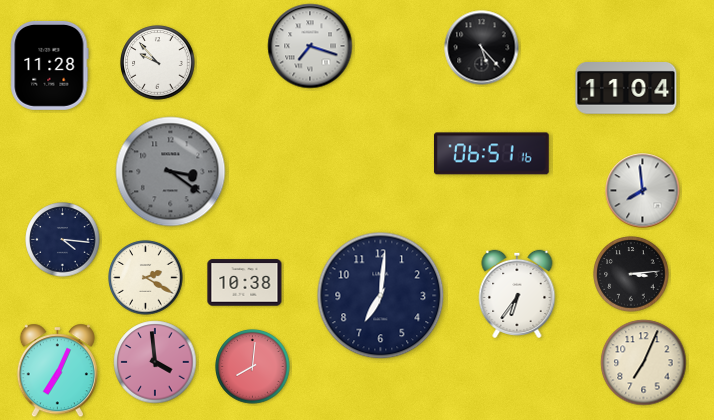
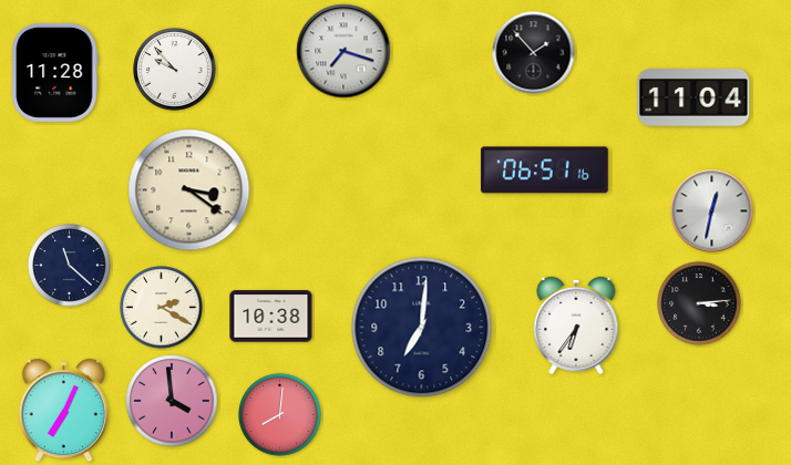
clock at (482, 48): 5:23 -> 1:53
clock at (171, 172) dial: grey -> cream
clock at (643, 191): 7:59 -> 12:32
clock at (63, 240): 4:16 -> 11:22
clock at (245, 283) position: (245, 283) -> (271, 317)
clock at (517, 294) position: (517, 294) -> (576, 325)
clock at (644, 363): 7:04 -> none
clock at (253, 367) position: (253, 367) -> (280, 415)
